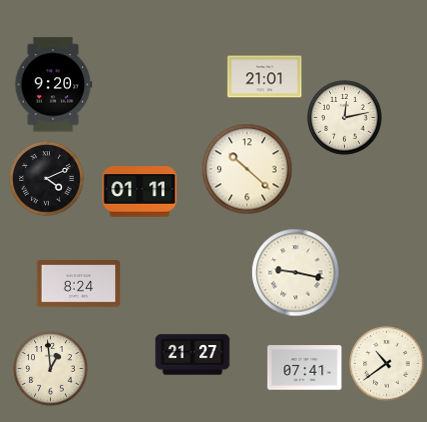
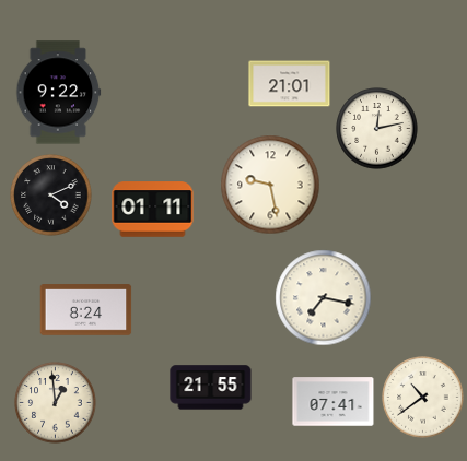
clock at (54, 85): 9:20 -> 9:22
clock at (247, 169): 10:22 -> 9:28
clock at (296, 273): 9:17 -> 7:17
clock at (193, 355): 21:27 -> 21:55
